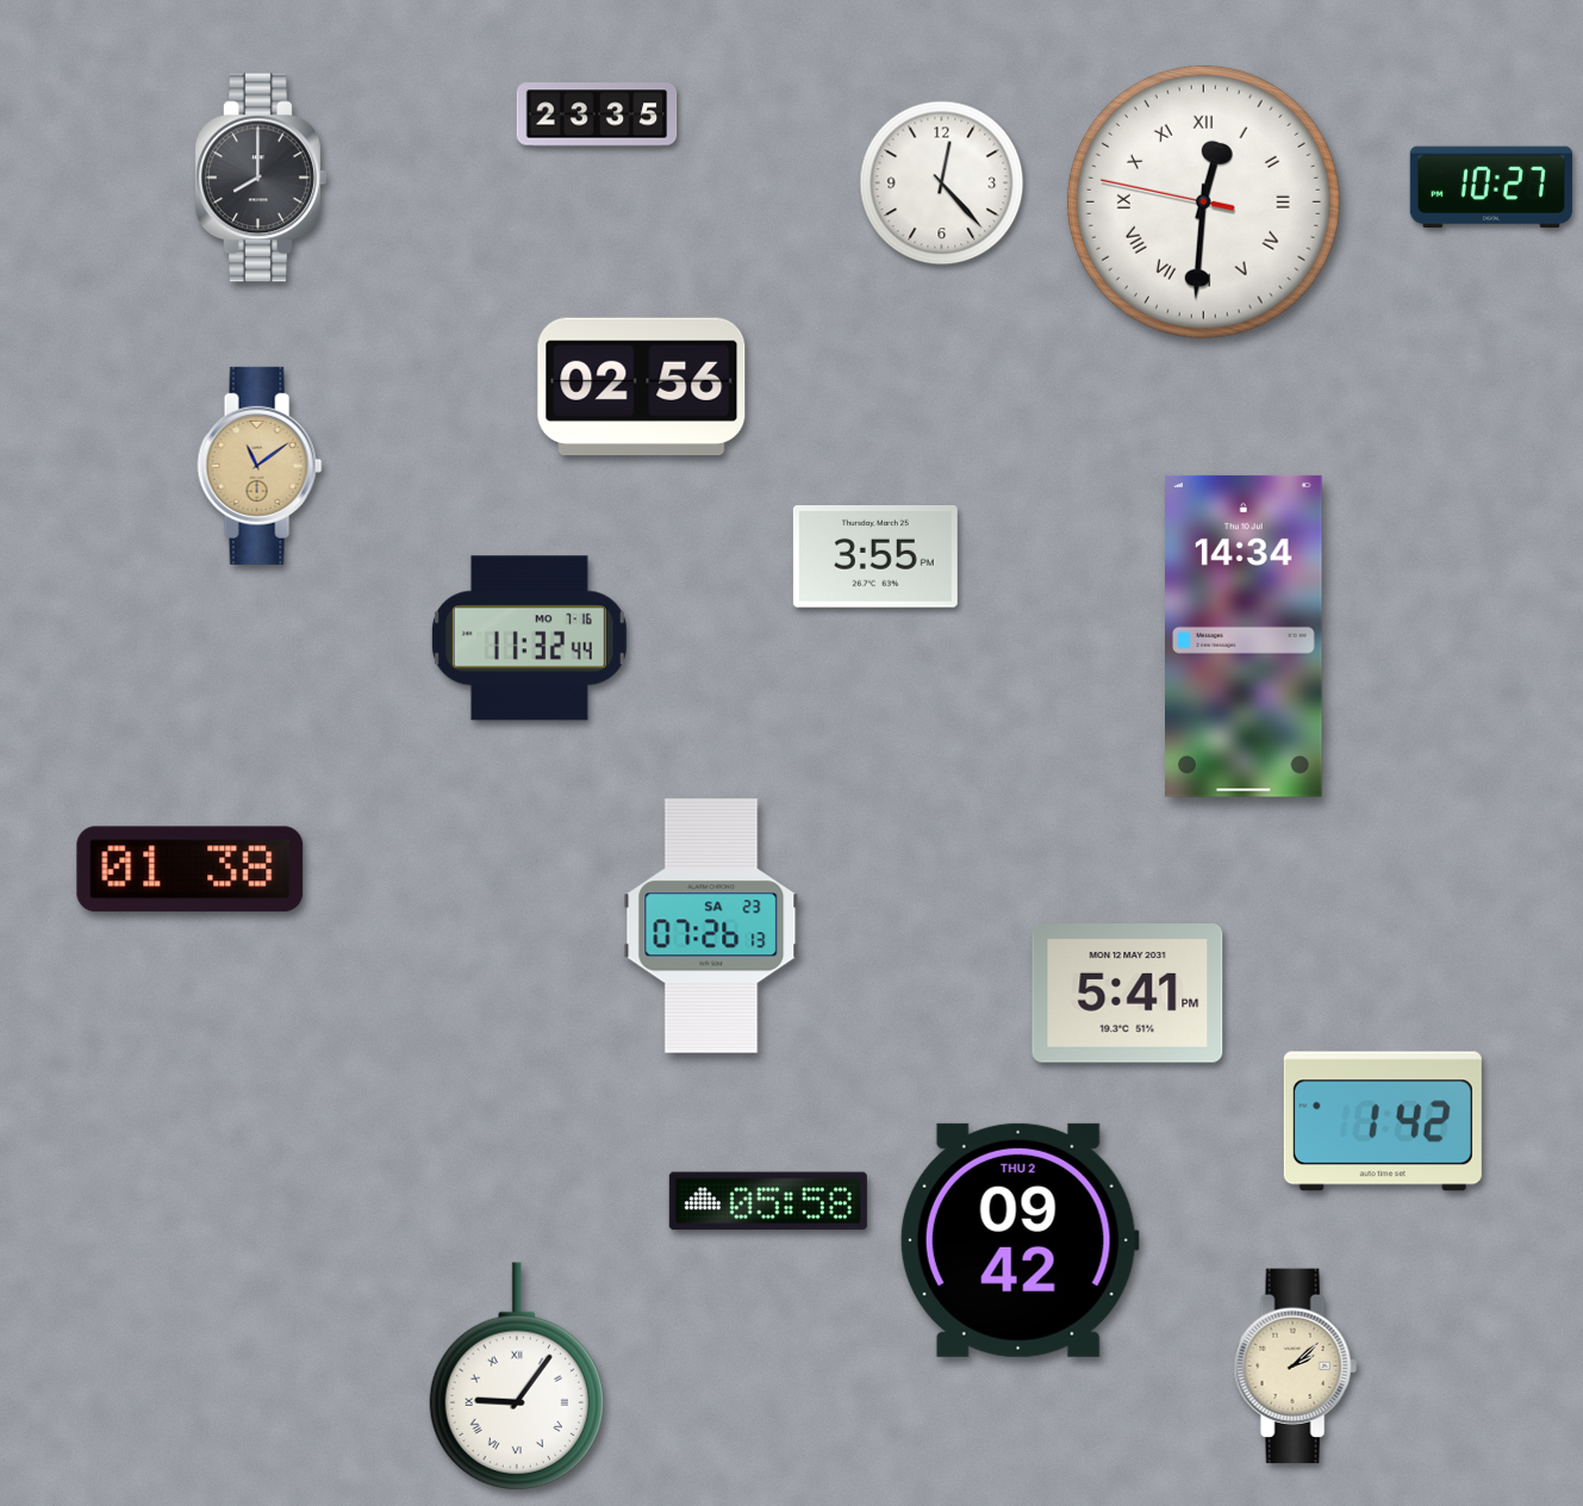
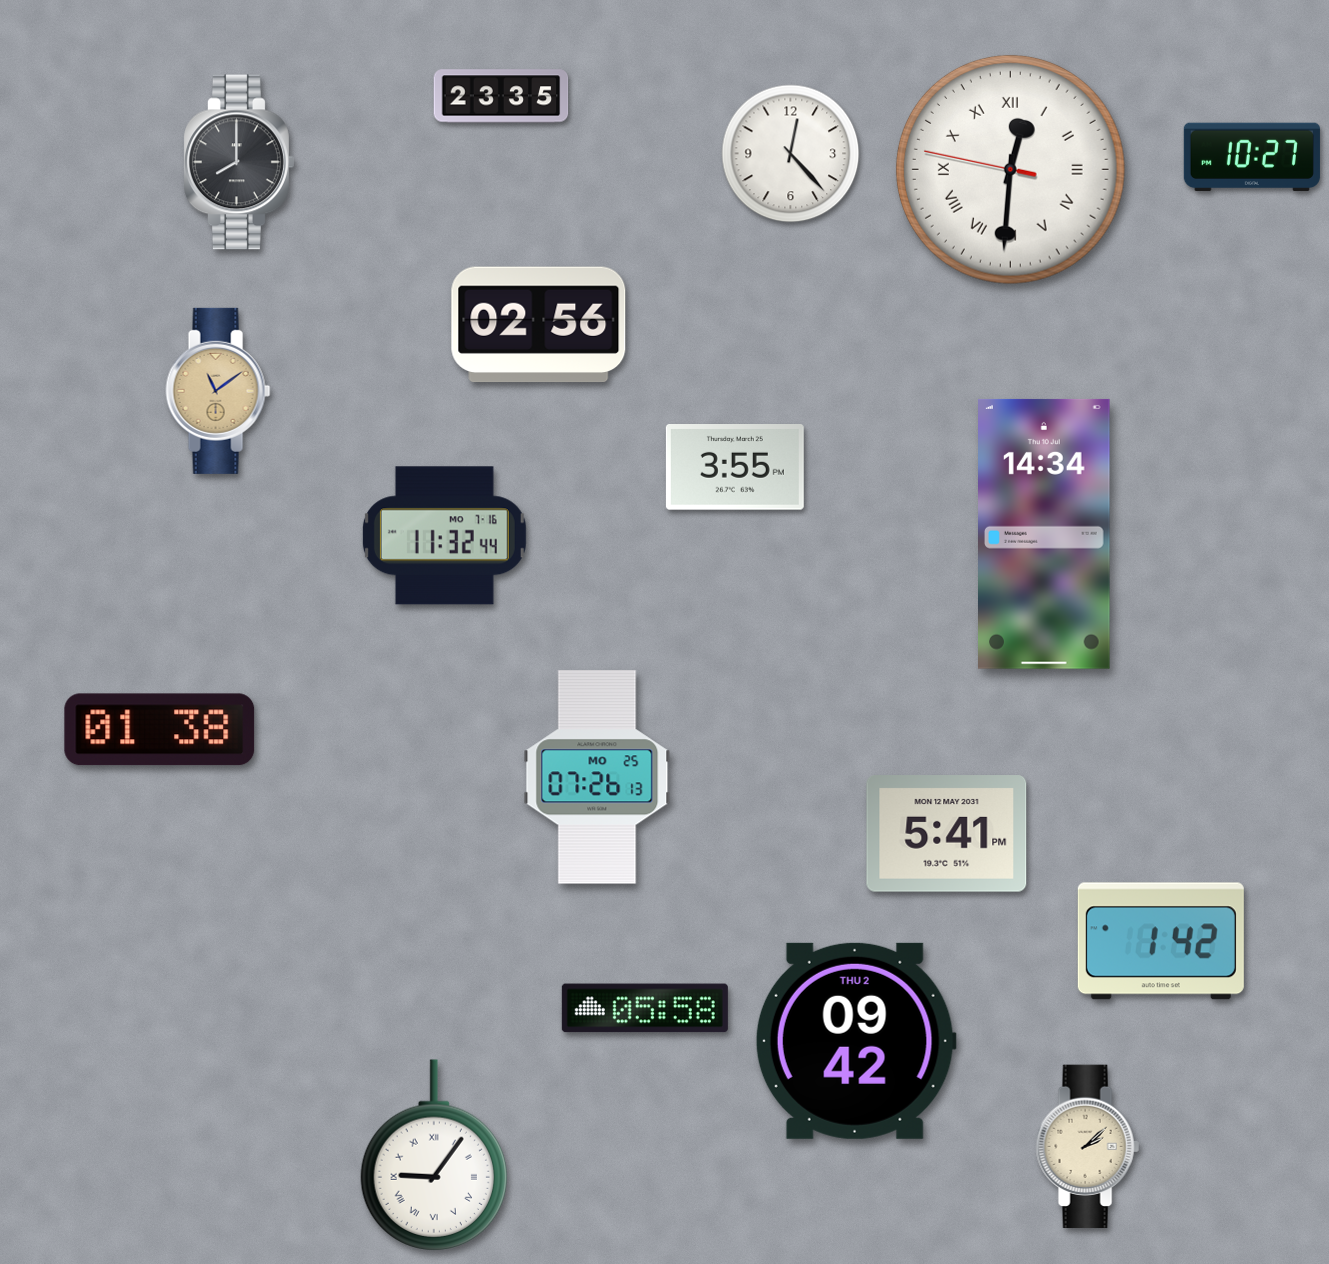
clock at (261, 178) position: (261, 178) -> (239, 162)
clock at (711, 926) date: SA 23 -> MO 25
